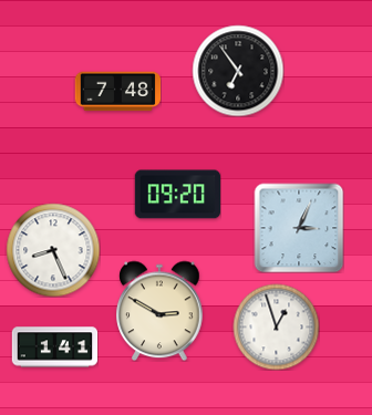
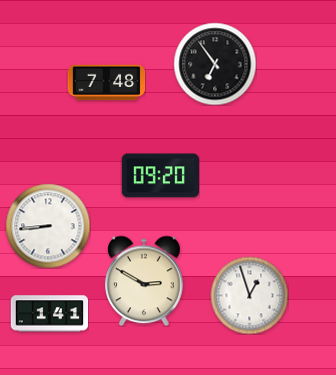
clock at (299, 228): 3:04 -> none
clock at (53, 250): 8:26 -> 8:44
